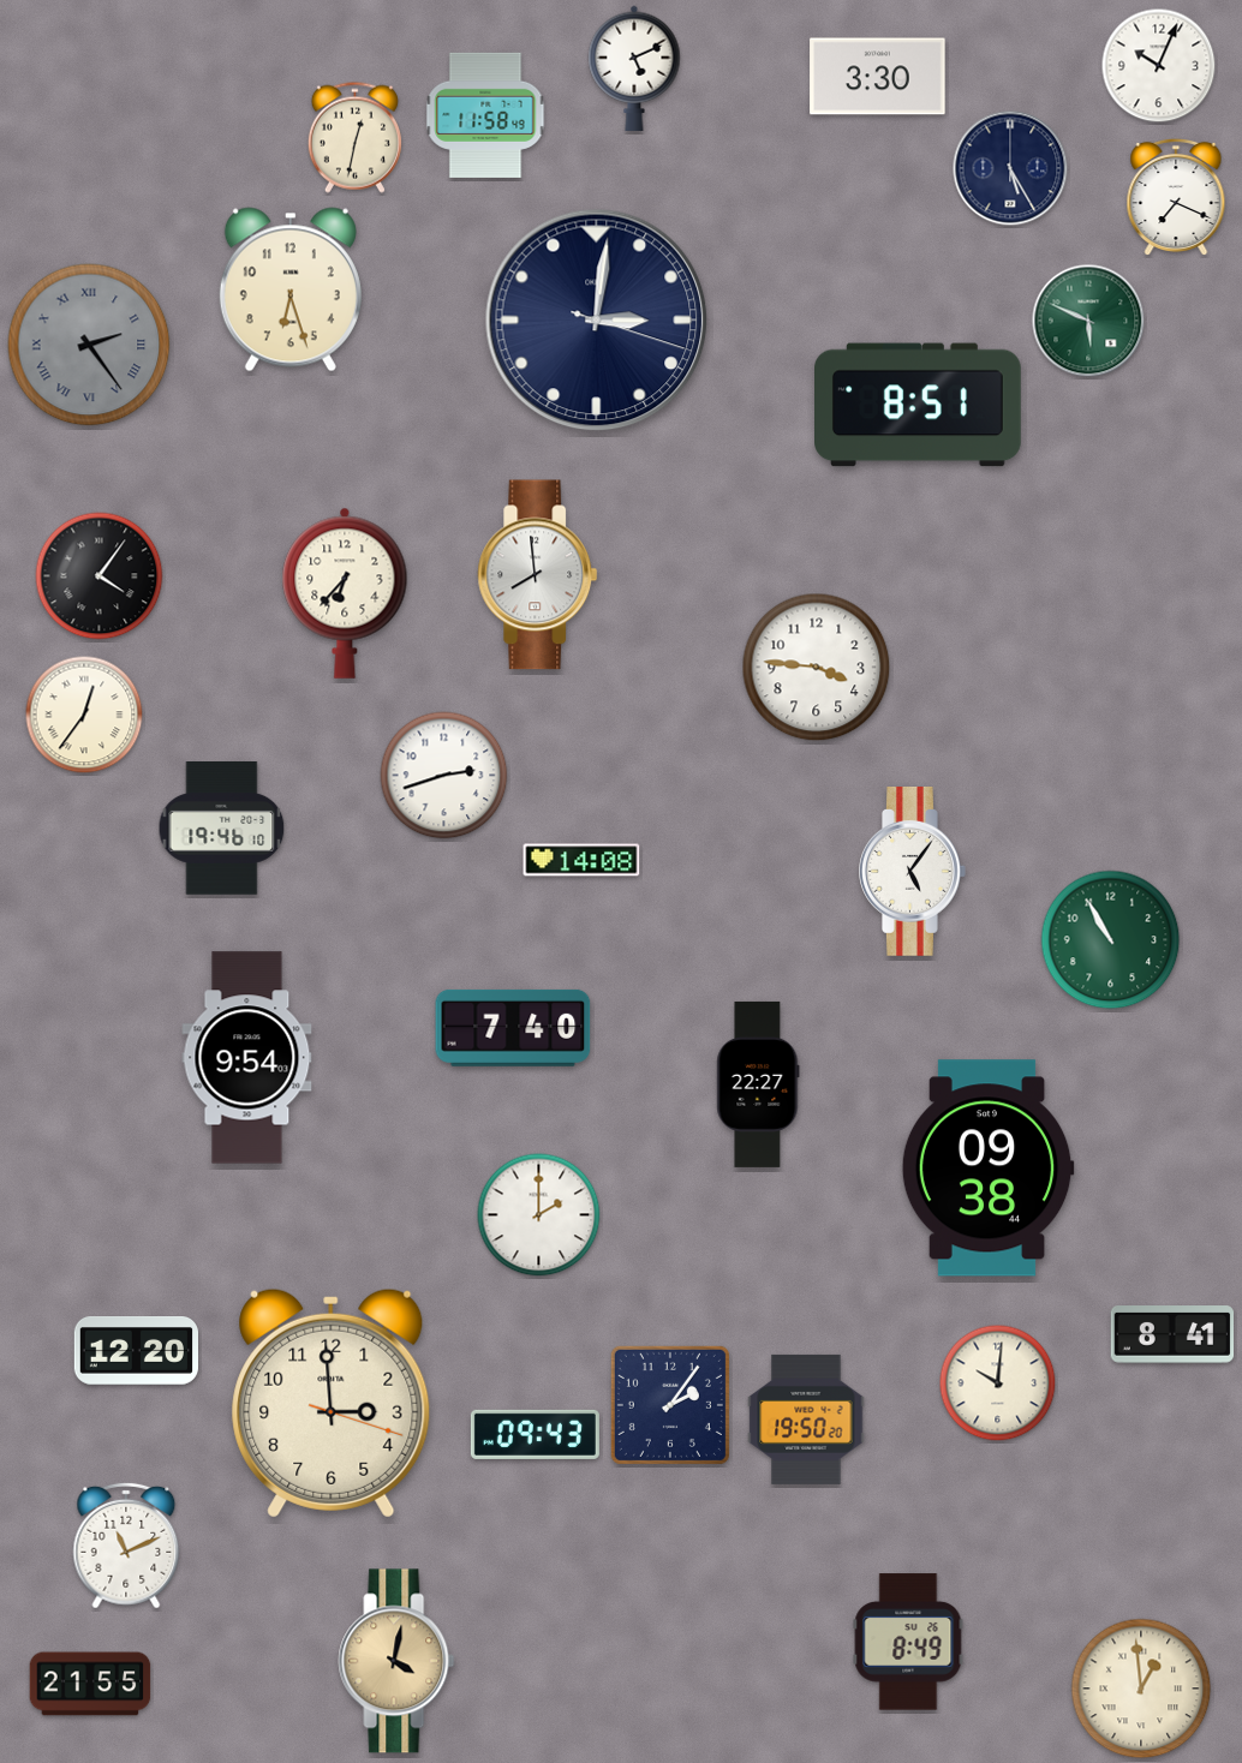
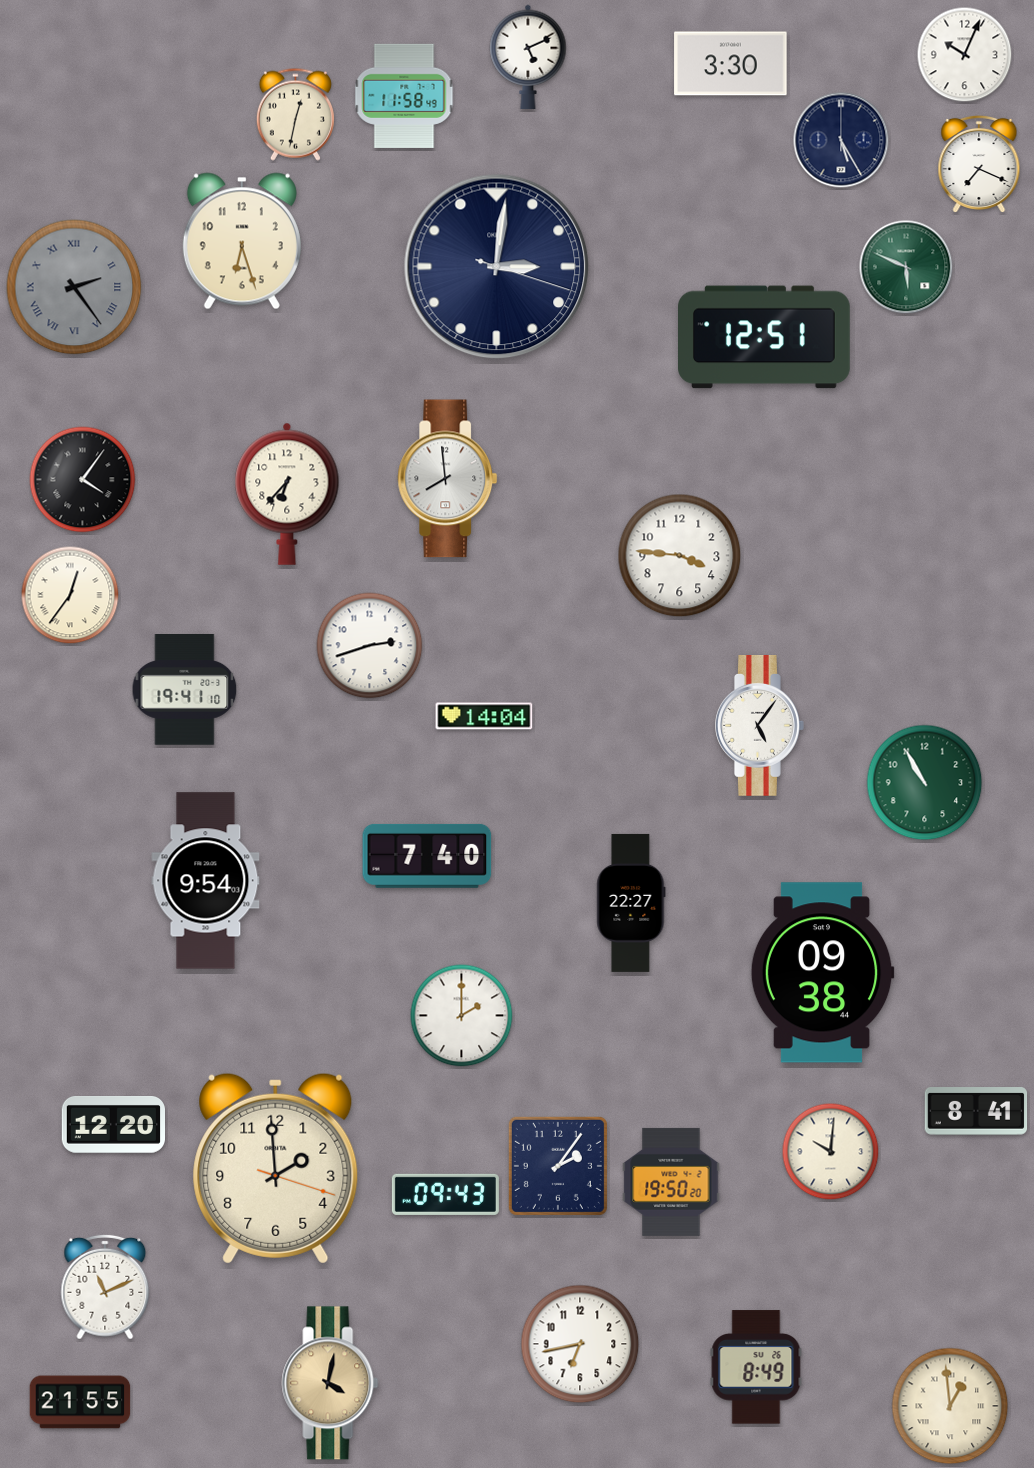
clock at (919, 405): 8:51 -> 12:51
clock at (222, 829): 19:46 -> 19:41
clock at (581, 860): 14:08 -> 14:04
clock at (539, 1215) position: (539, 1215) -> (462, 1016)
clock at (332, 1403): 2:59 -> 1:59
clock at (670, 1405) position: (670, 1405) -> (558, 1166)
clock at (580, 1344): none -> 6:43
clock at (90, 1684) position: (90, 1684) -> (80, 1402)
